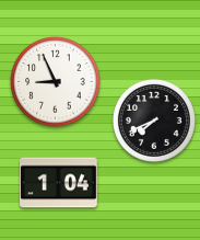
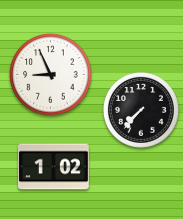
clock at (154, 121): 7:41 -> 7:37
clock at (59, 183): 1:04 -> 1:02
